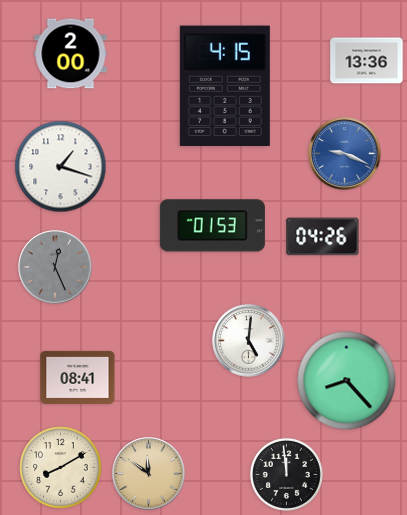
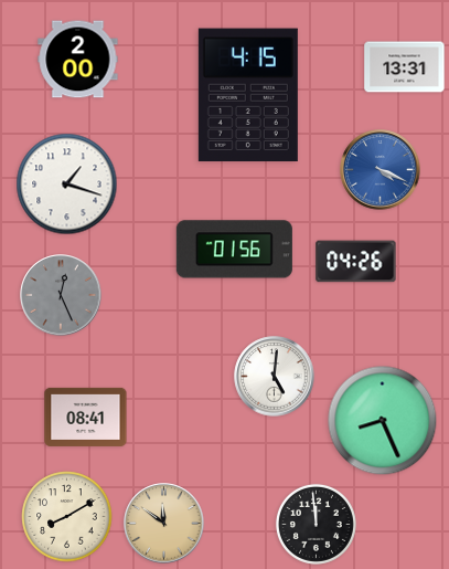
clock at (367, 61): 13:36 -> 13:31
clock at (345, 154): 9:19 -> 4:19
clock at (212, 226): 01:53 -> 01:56
clock at (347, 381): 8:23 -> 8:26
